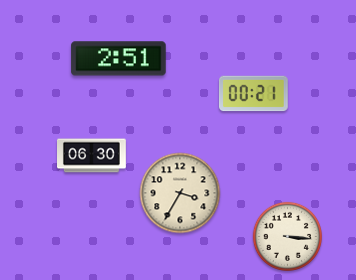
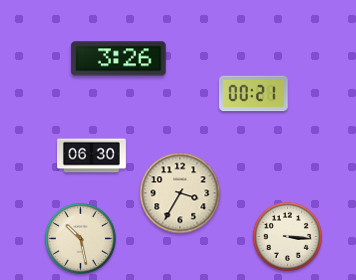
clock at (119, 59): 2:51 -> 3:26
clock at (80, 238): none -> 10:28
